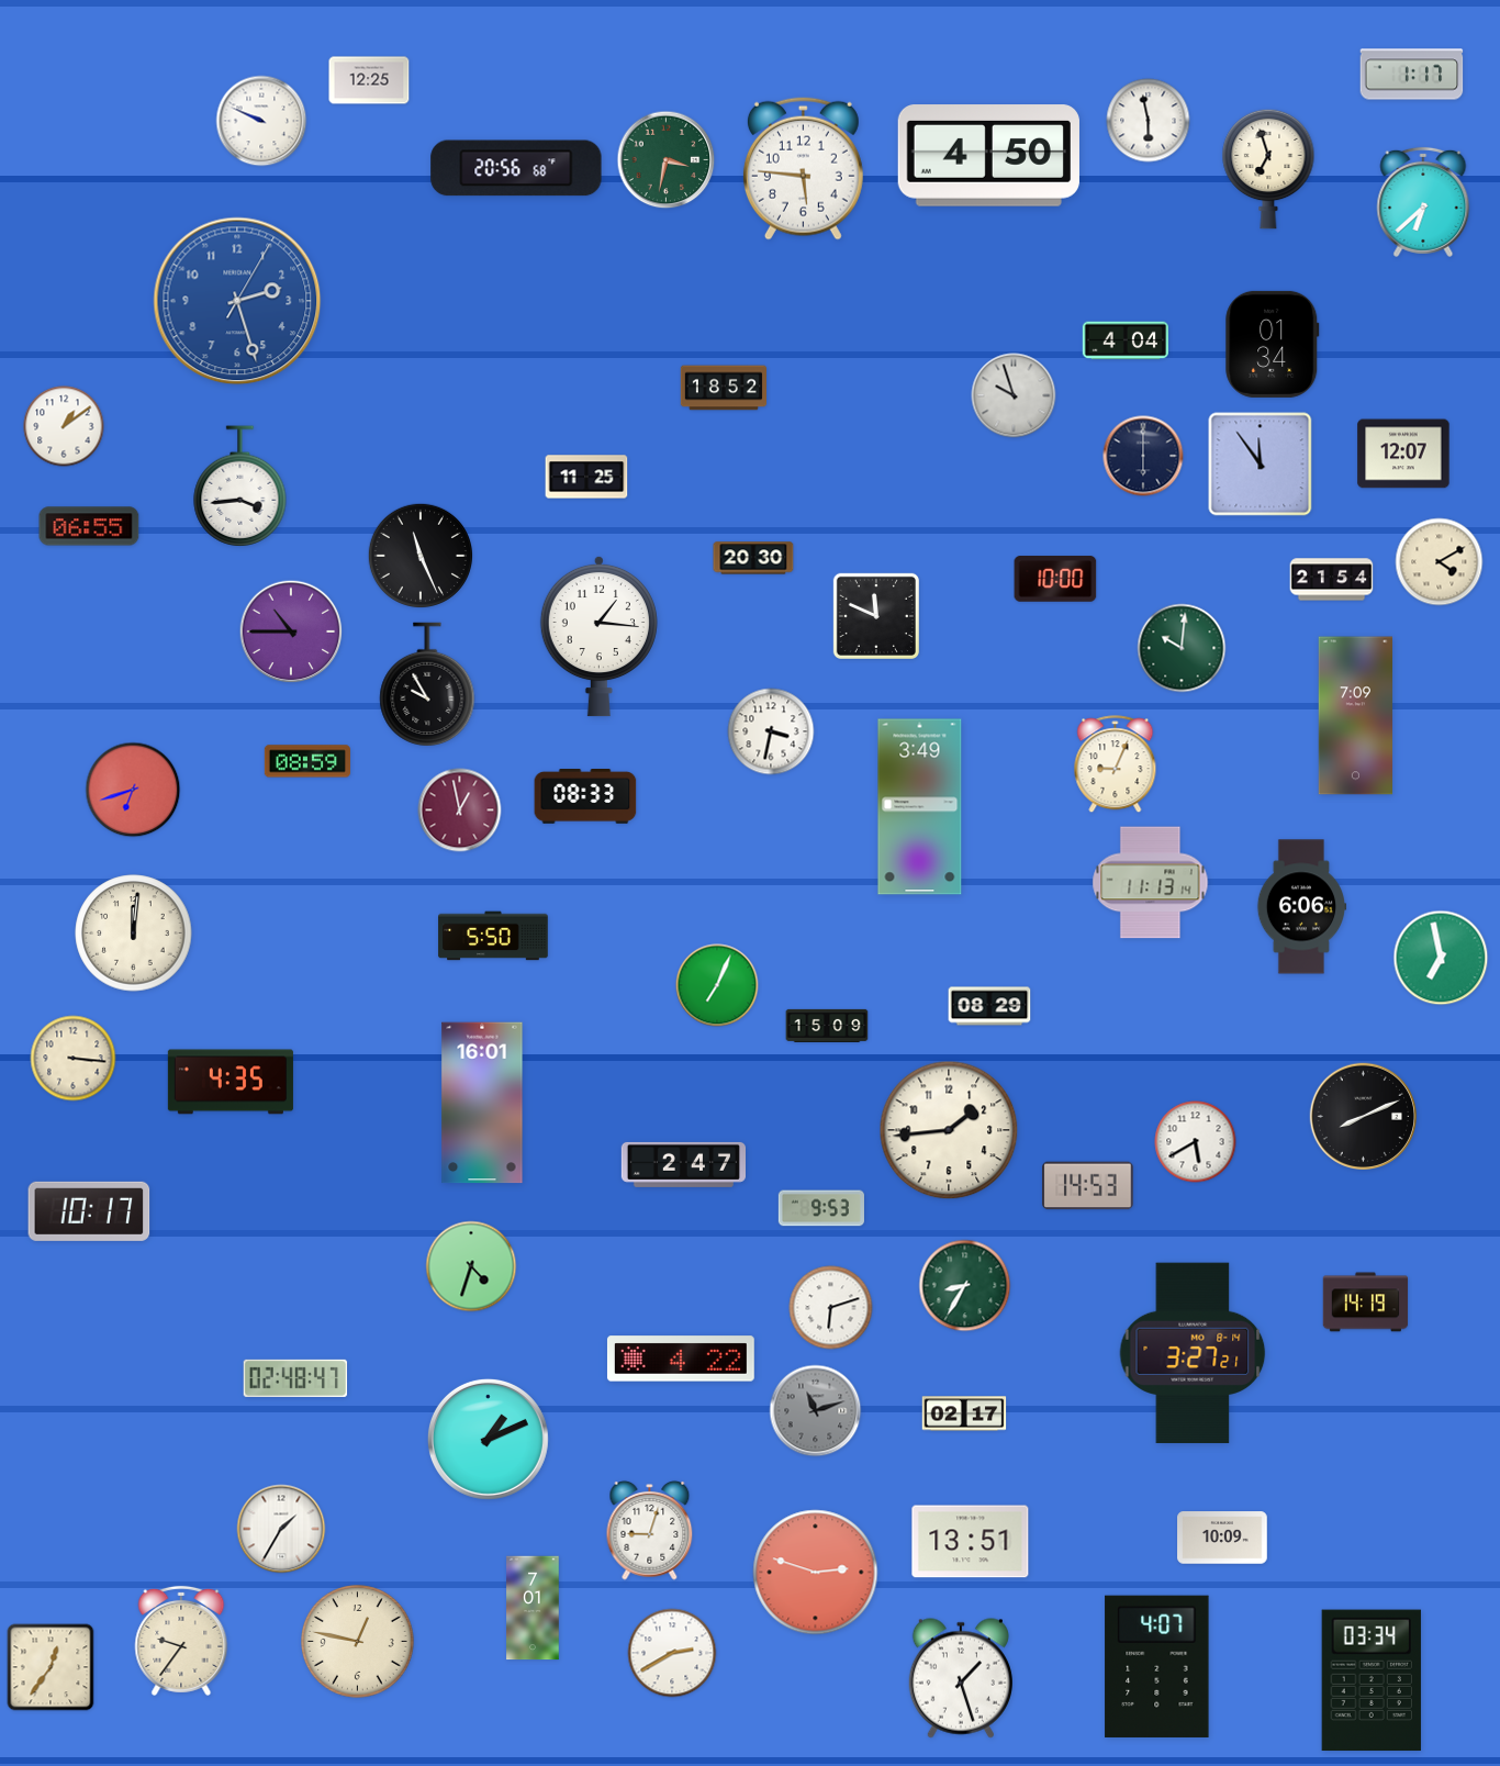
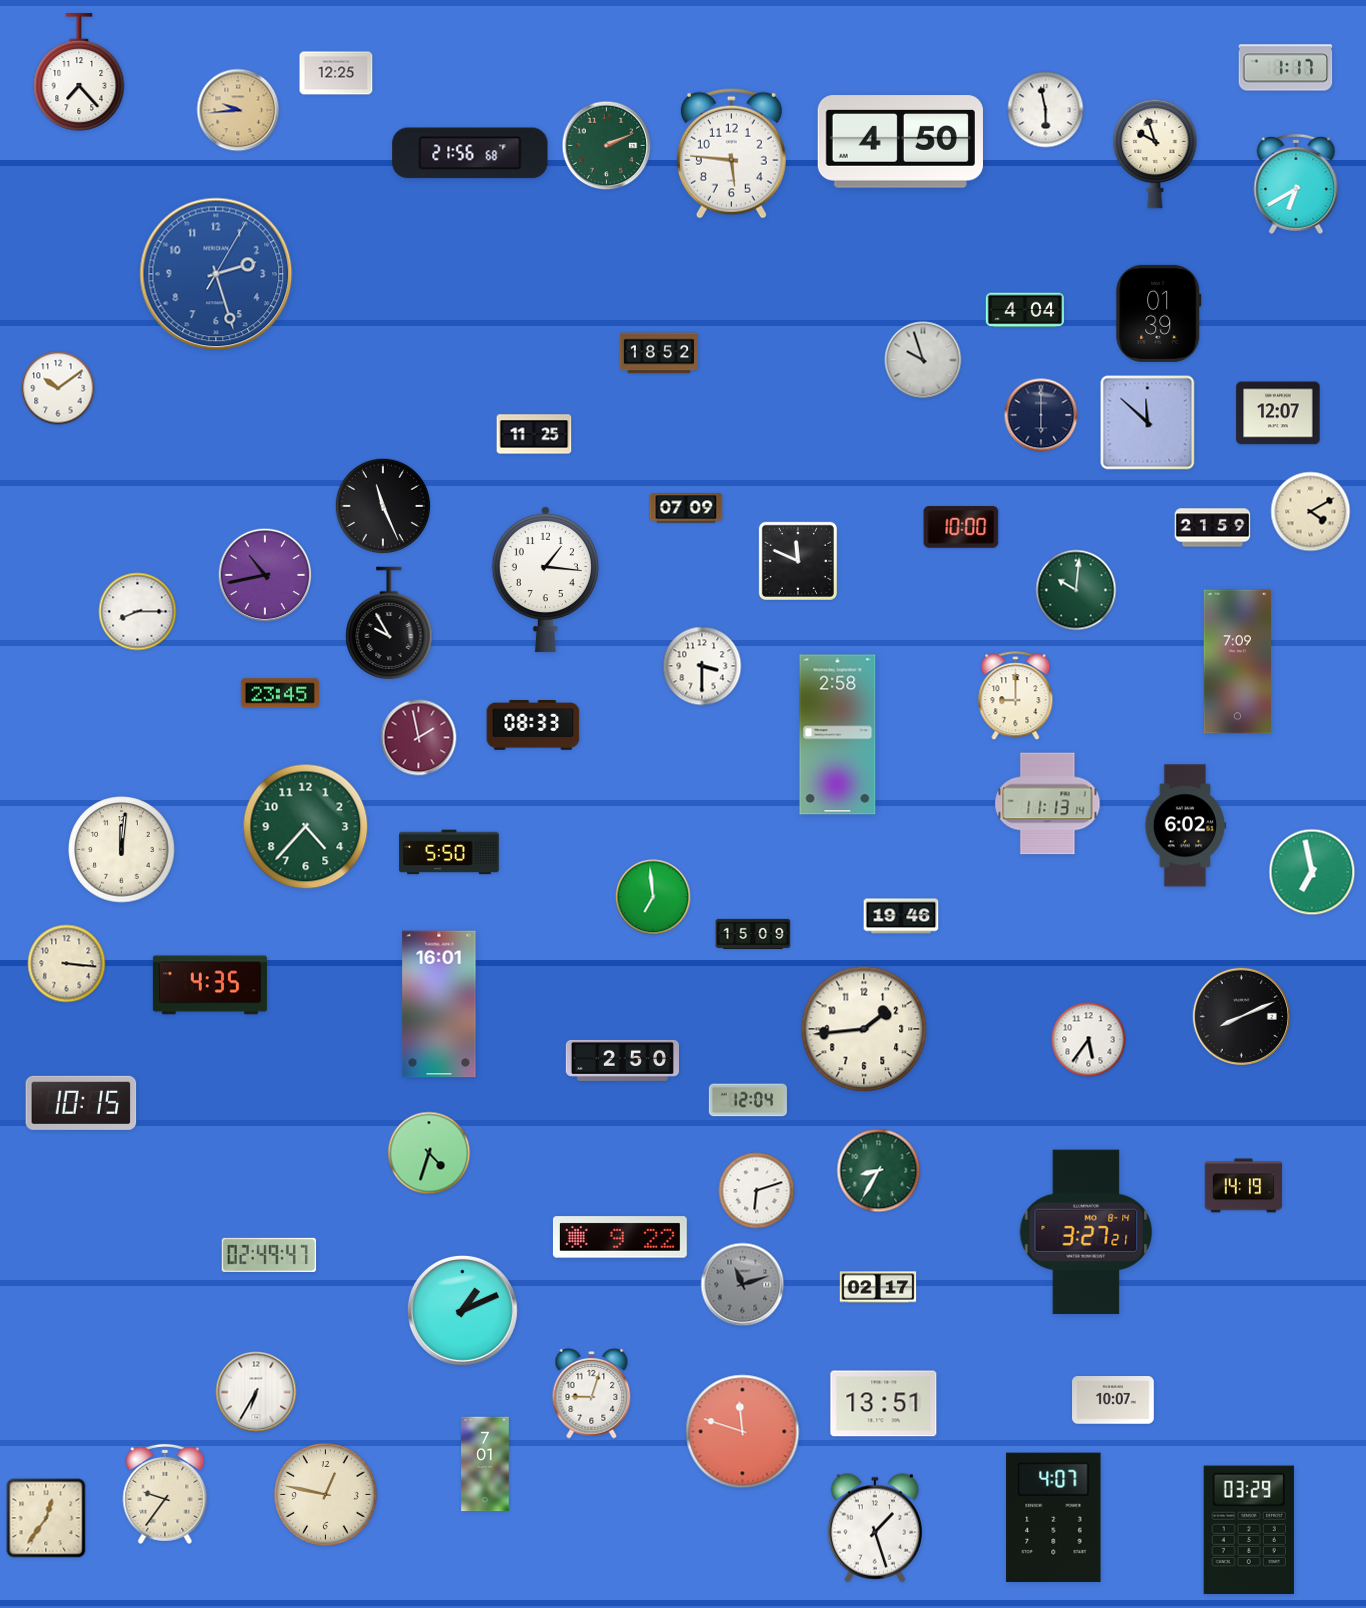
clock at (79, 73): none -> 7:23
clock at (261, 121): 9:49 -> 9:44
clock at (261, 121) dial: white -> champagne
clock at (667, 160): 3:32 -> 2:11
clock at (516, 168): 20:56 -> 21:56
clock at (1268, 169): 6:57 -> 9:57
clock at (1423, 202): 6:38 -> 6:40
clock at (1273, 344): 01:34 -> 01:39
clock at (64, 426): 1:09 -> 10:09
clock at (1261, 465): 11:54 -> 11:52
clock at (240, 487): 3:44 -> none
clock at (89, 526): 06:55 -> none
clock at (753, 558): 20:30 -> 07:09
clock at (1332, 580): 21:54 -> 21:59
clock at (291, 631): 10:45 -> 10:43
clock at (138, 612): none -> 8:15
clock at (1356, 716) position: (1356, 716) -> (1238, 662)
clock at (771, 731): 3:32 -> 3:30
clock at (307, 761): 08:59 -> 23:45
clock at (1116, 764): 9:04 -> 9:00
clock at (133, 790): 6:42 -> none
clock at (920, 807): 3:49 -> 2:58
clock at (460, 811): 12:58 -> 1:58
clock at (1301, 907): 6:06 -> 6:02
clock at (306, 827): none -> 4:37
clock at (717, 985): 7:04 -> 6:59
clock at (989, 1006): 08:29 -> 19:46
clock at (1196, 1142): 5:40 -> 5:36
clock at (683, 1164): 2:47 -> 2:50
clock at (1088, 1186): 14:53 -> none
clock at (821, 1208): 9:53 -> 12:04
clock at (89, 1211): 10:17 -> 10:15
clock at (681, 1359): 4:22 -> 9:22
clock at (295, 1378): 02:48 -> 02:49
clock at (488, 1439) position: (488, 1439) -> (462, 1310)
clock at (281, 1529): 1:35 -> 6:35
clock at (1222, 1538): 10:09 -> 10:07
clock at (816, 1573): 2:48 -> 11:48
clock at (672, 1653): 2:40 -> none
clock at (1372, 1680): 03:34 -> 03:29
